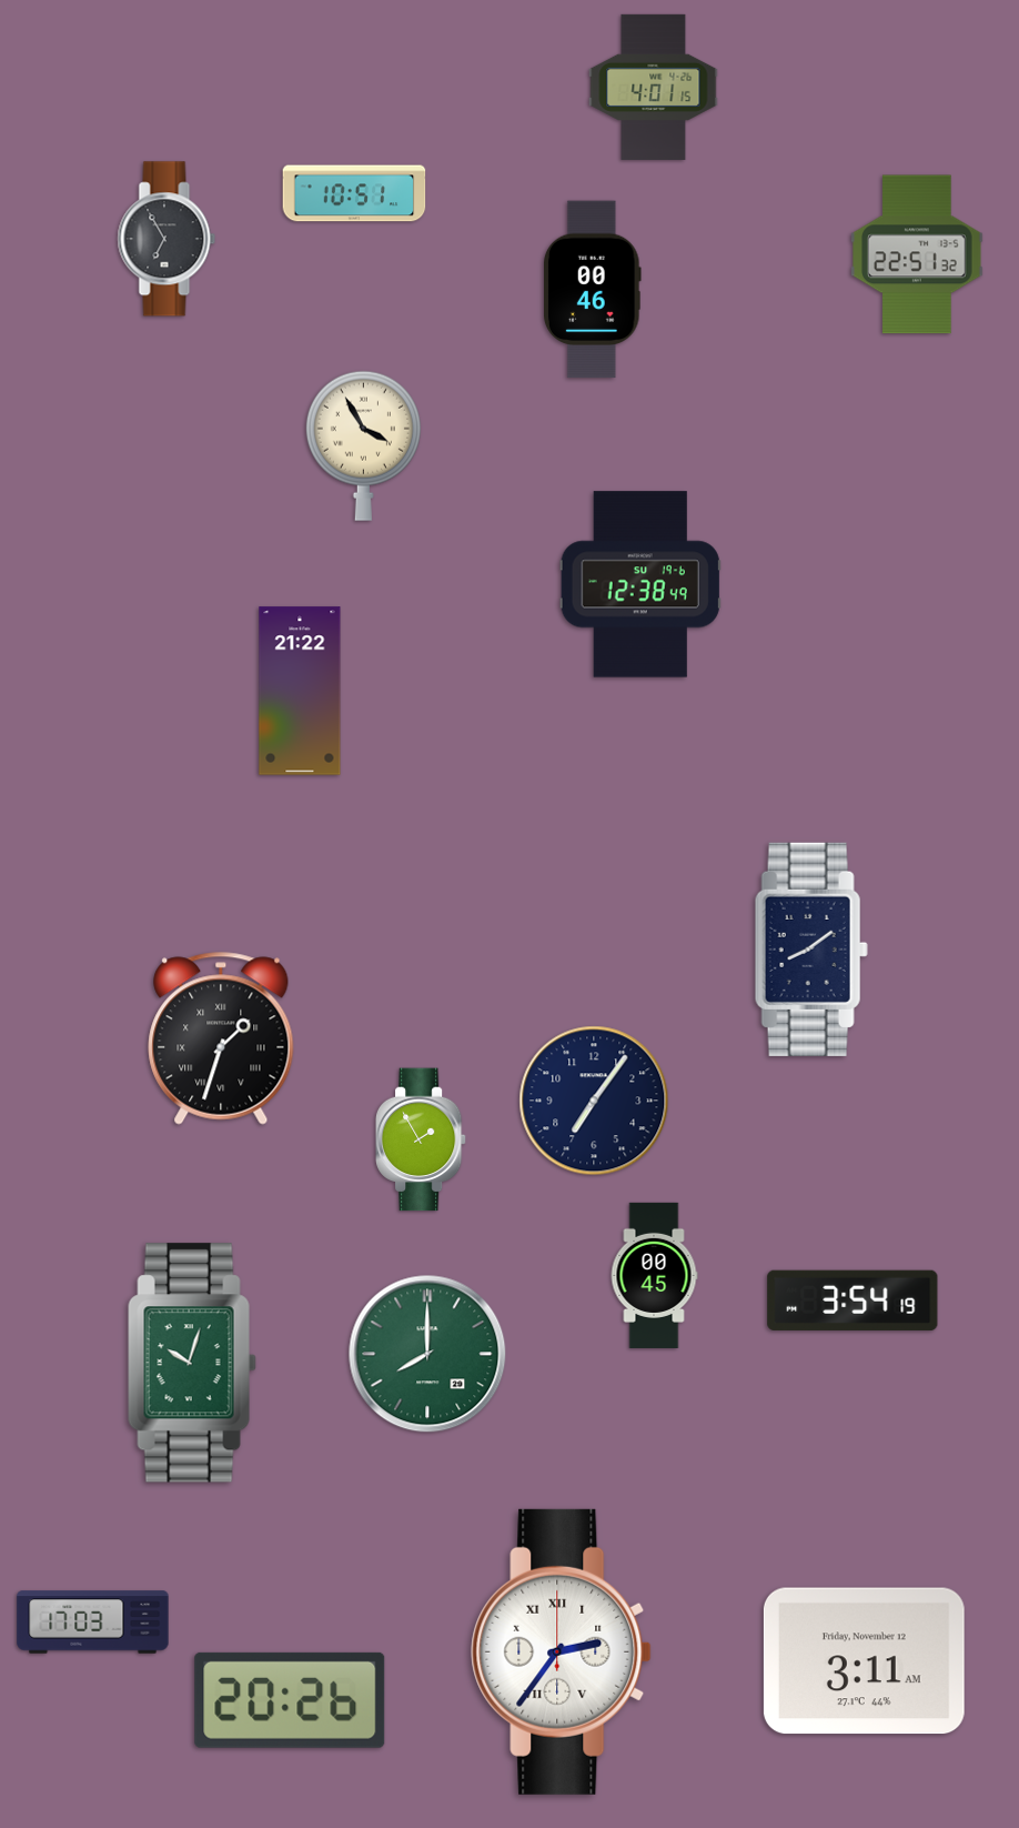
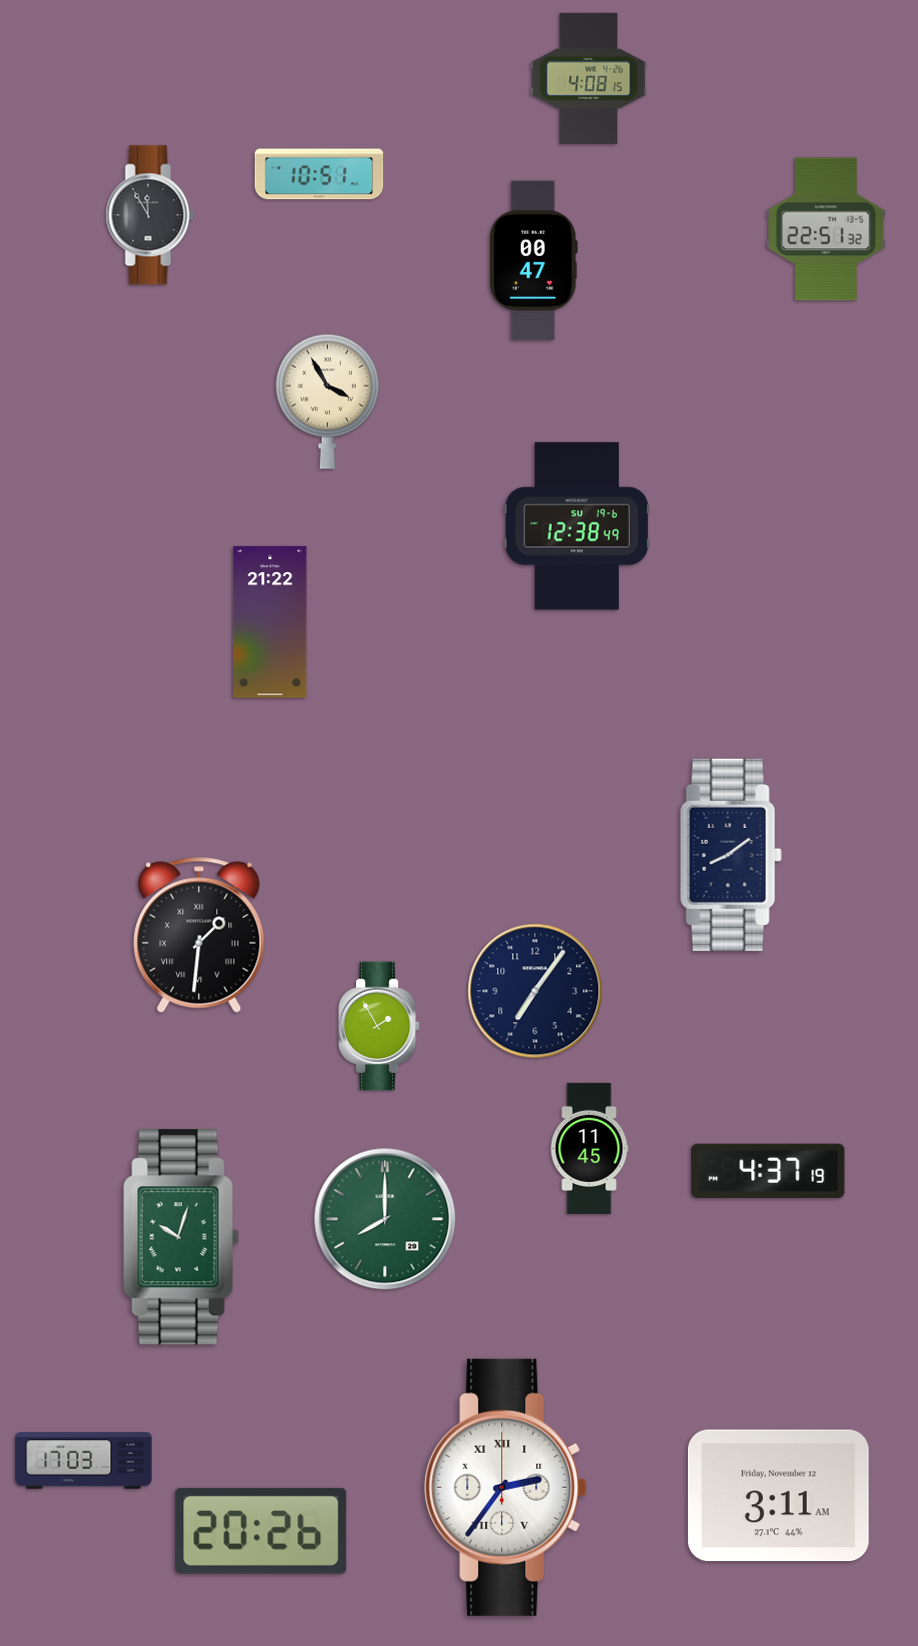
clock at (654, 87): 4:01 -> 4:08
clock at (167, 239): 6:55 -> 11:55
clock at (593, 290): 00:46 -> 00:47
clock at (221, 1038): 1:33 -> 1:31
clock at (654, 1275): 00:45 -> 11:45
clock at (852, 1300): 3:54 -> 4:37
clock at (192, 1363) position: (192, 1363) -> (181, 1237)
